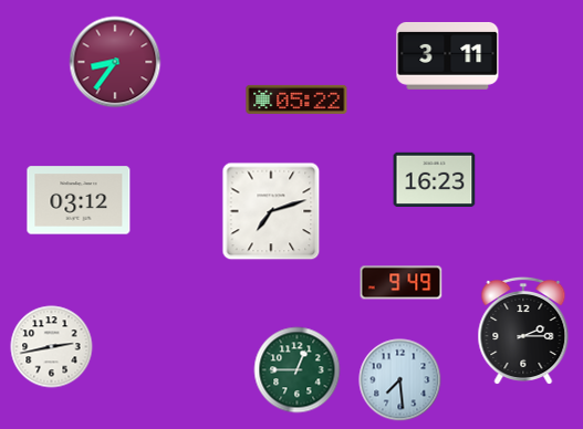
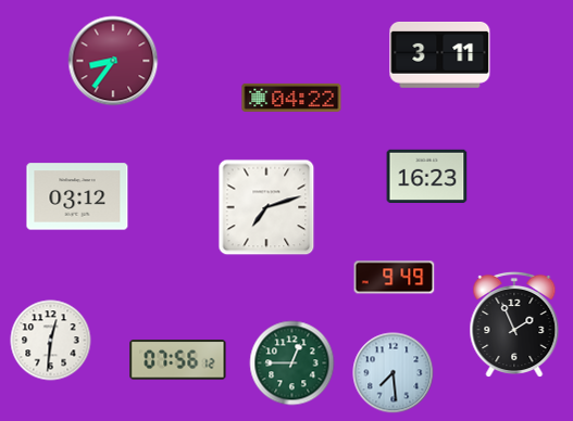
clock at (296, 100): 05:22 -> 04:22
clock at (523, 329): 2:15 -> 1:56
clock at (52, 347): 2:43 -> 12:31
clock at (178, 360): none -> 07:56
